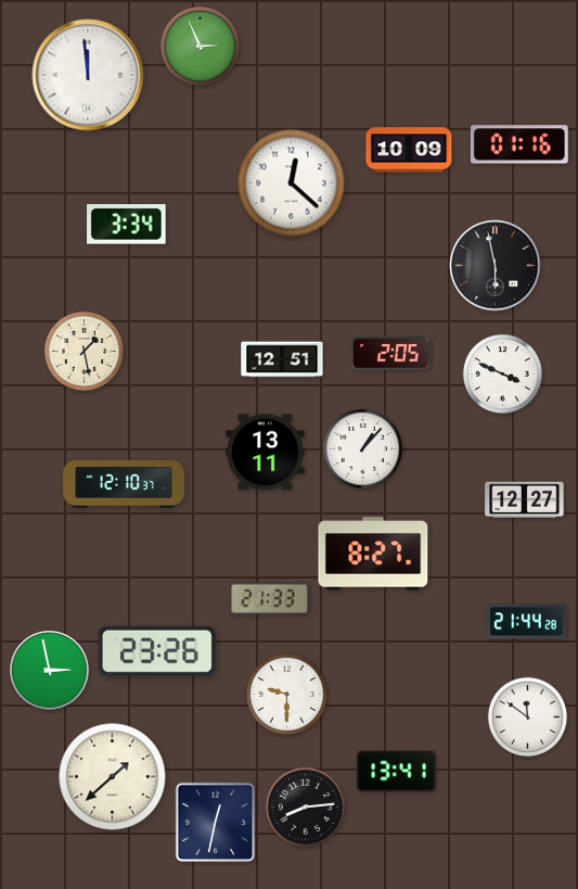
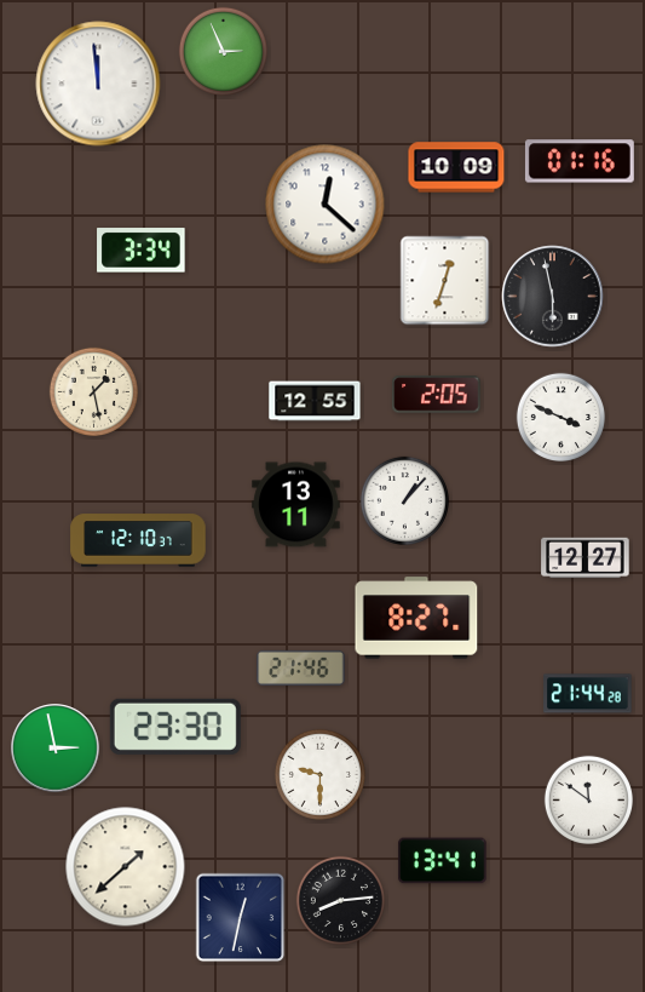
clock at (445, 281): none -> 12:33
clock at (282, 359): 12:51 -> 12:55
clock at (270, 598): 21:33 -> 21:46
clock at (157, 651): 23:26 -> 23:30
